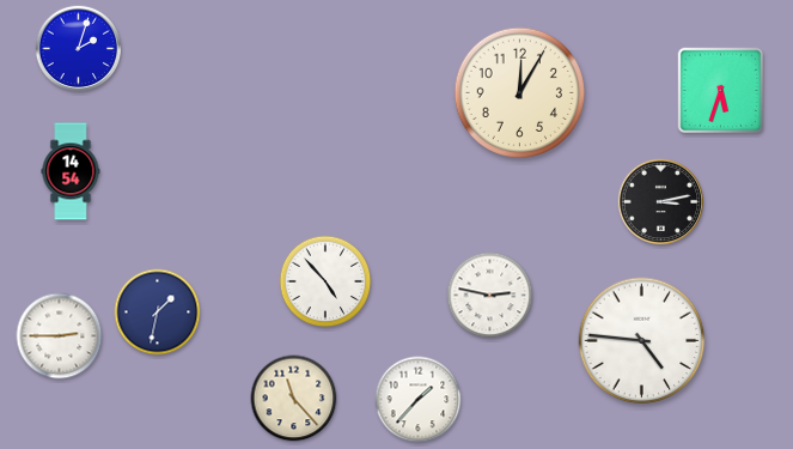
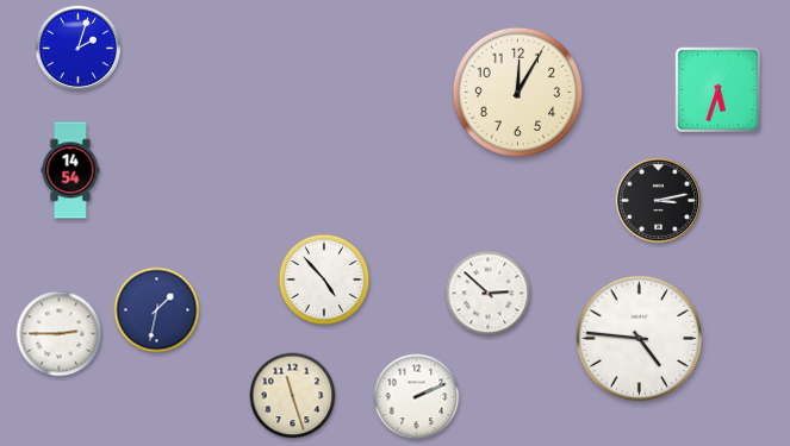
clock at (490, 296): 2:47 -> 2:52
clock at (294, 399): 11:23 -> 11:27
clock at (419, 400): 1:37 -> 2:11
